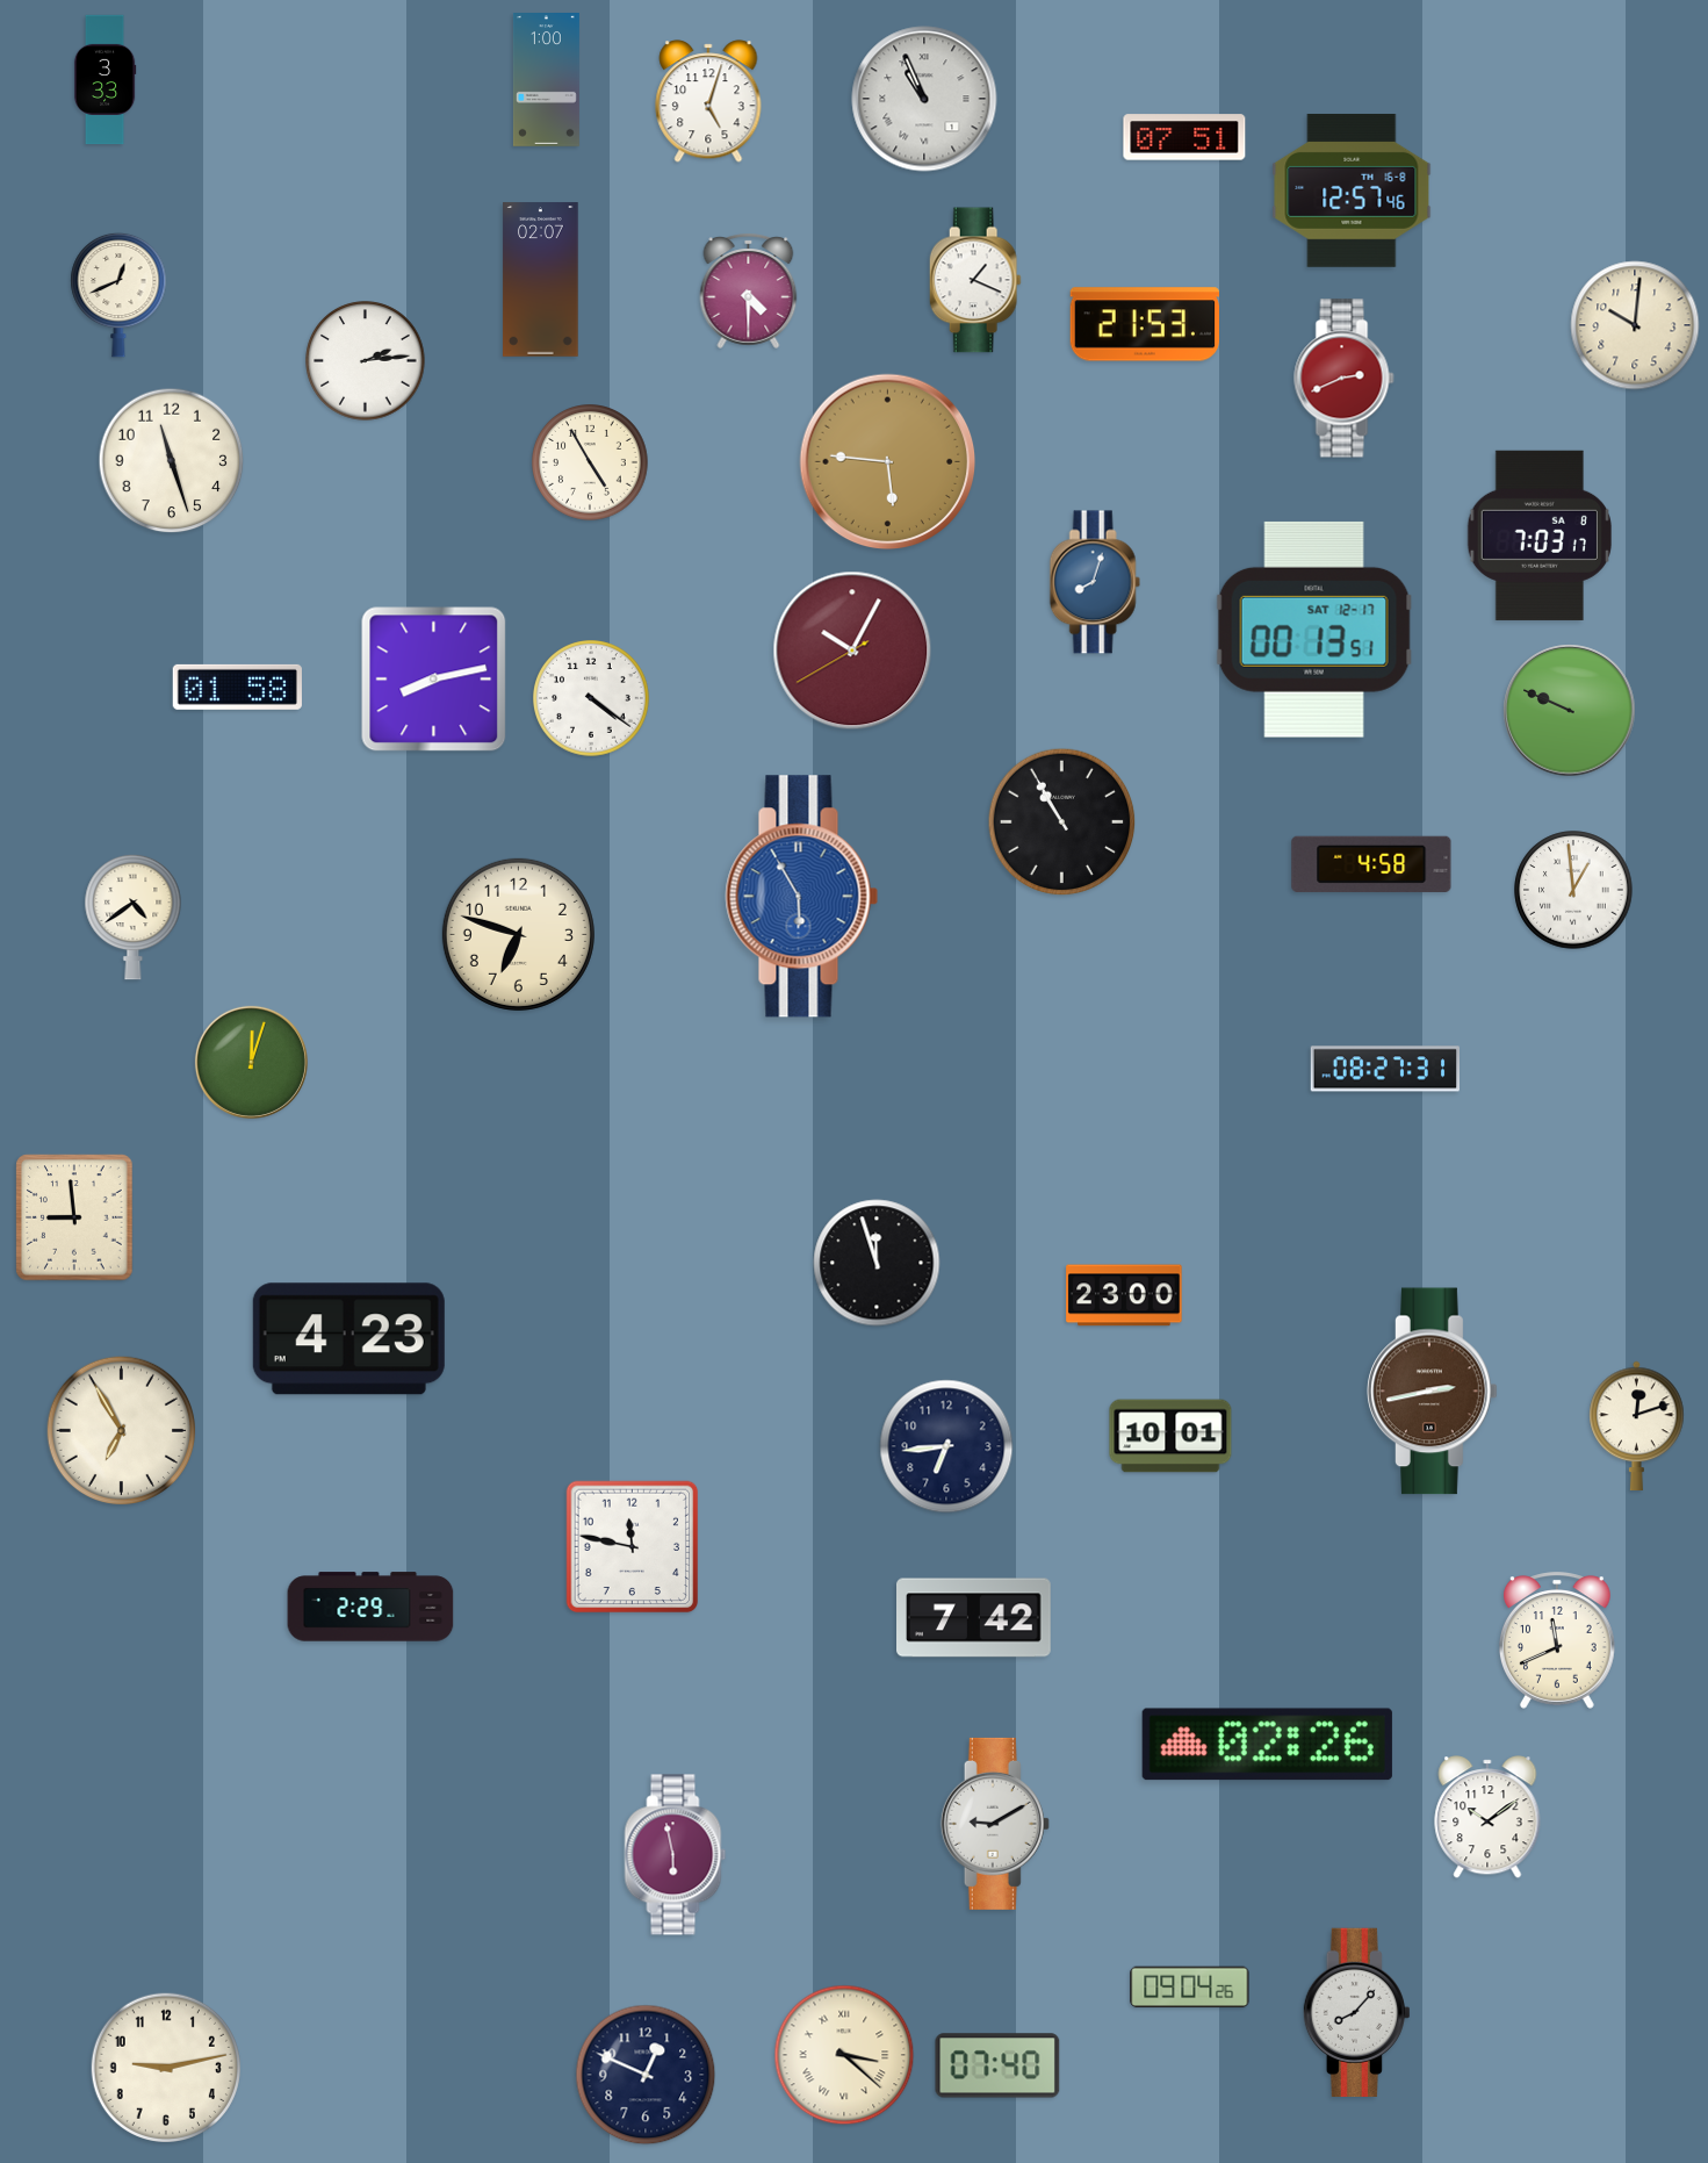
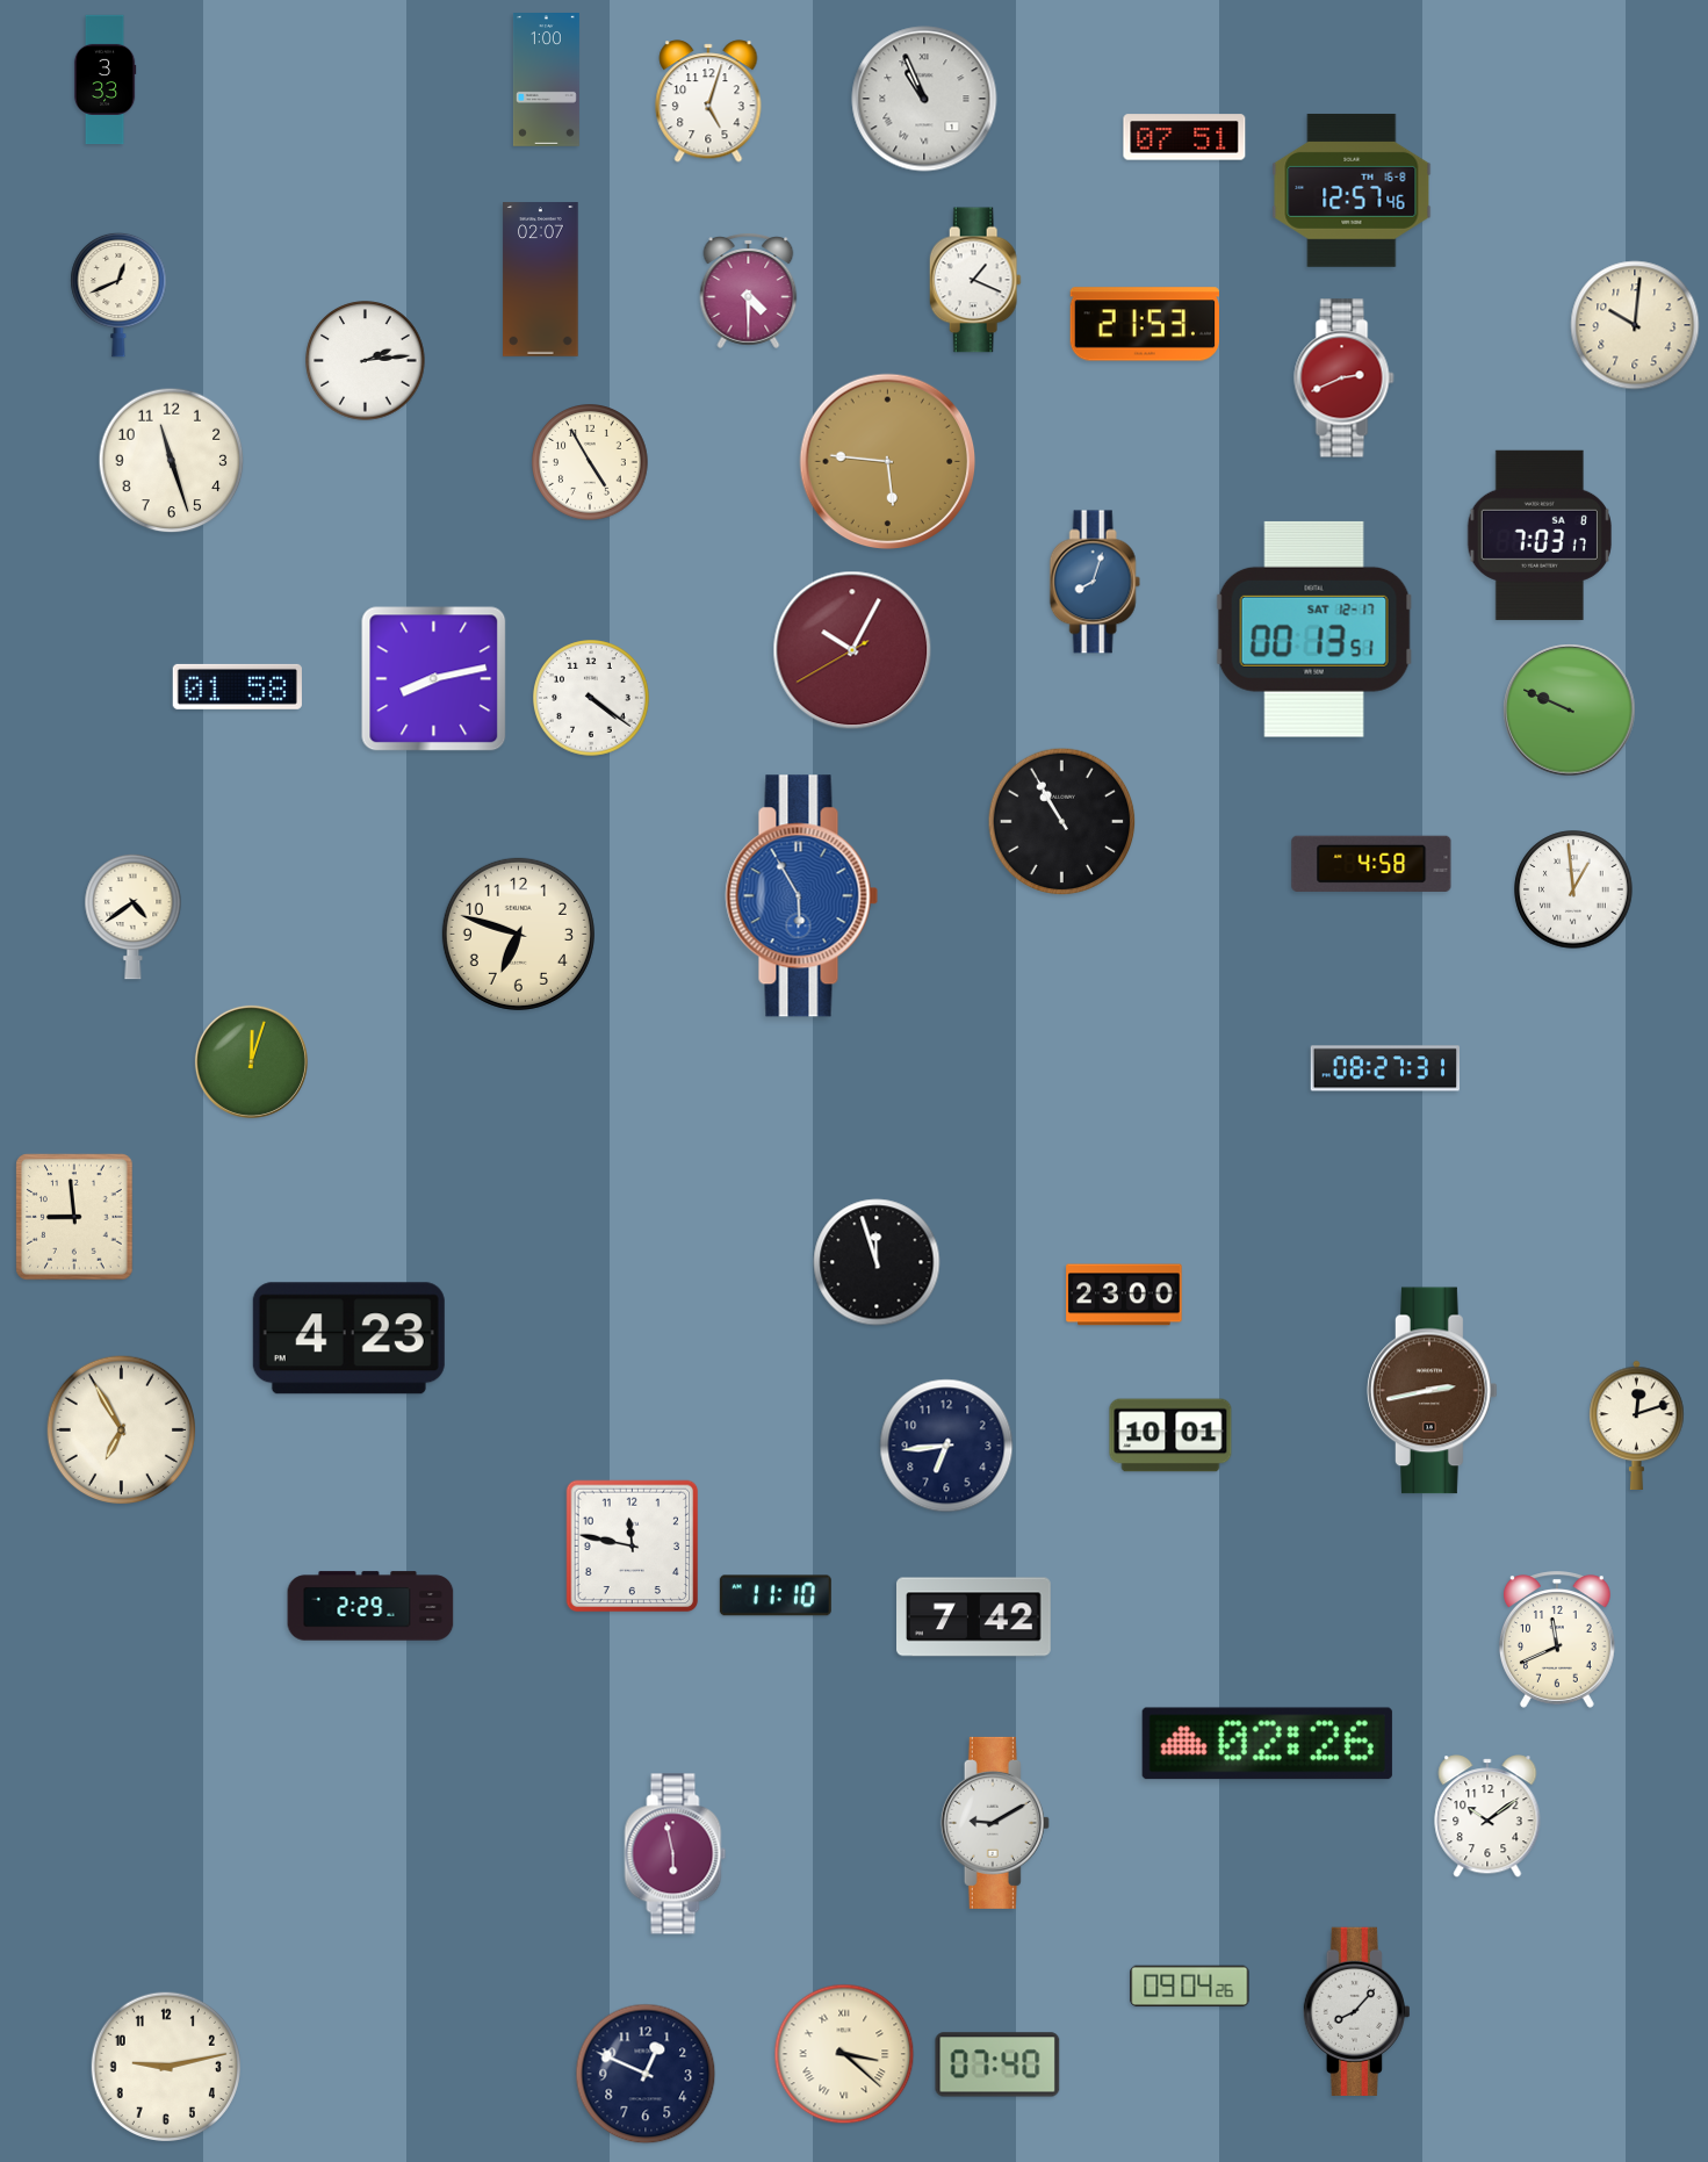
clock at (776, 1595): none -> 11:10
